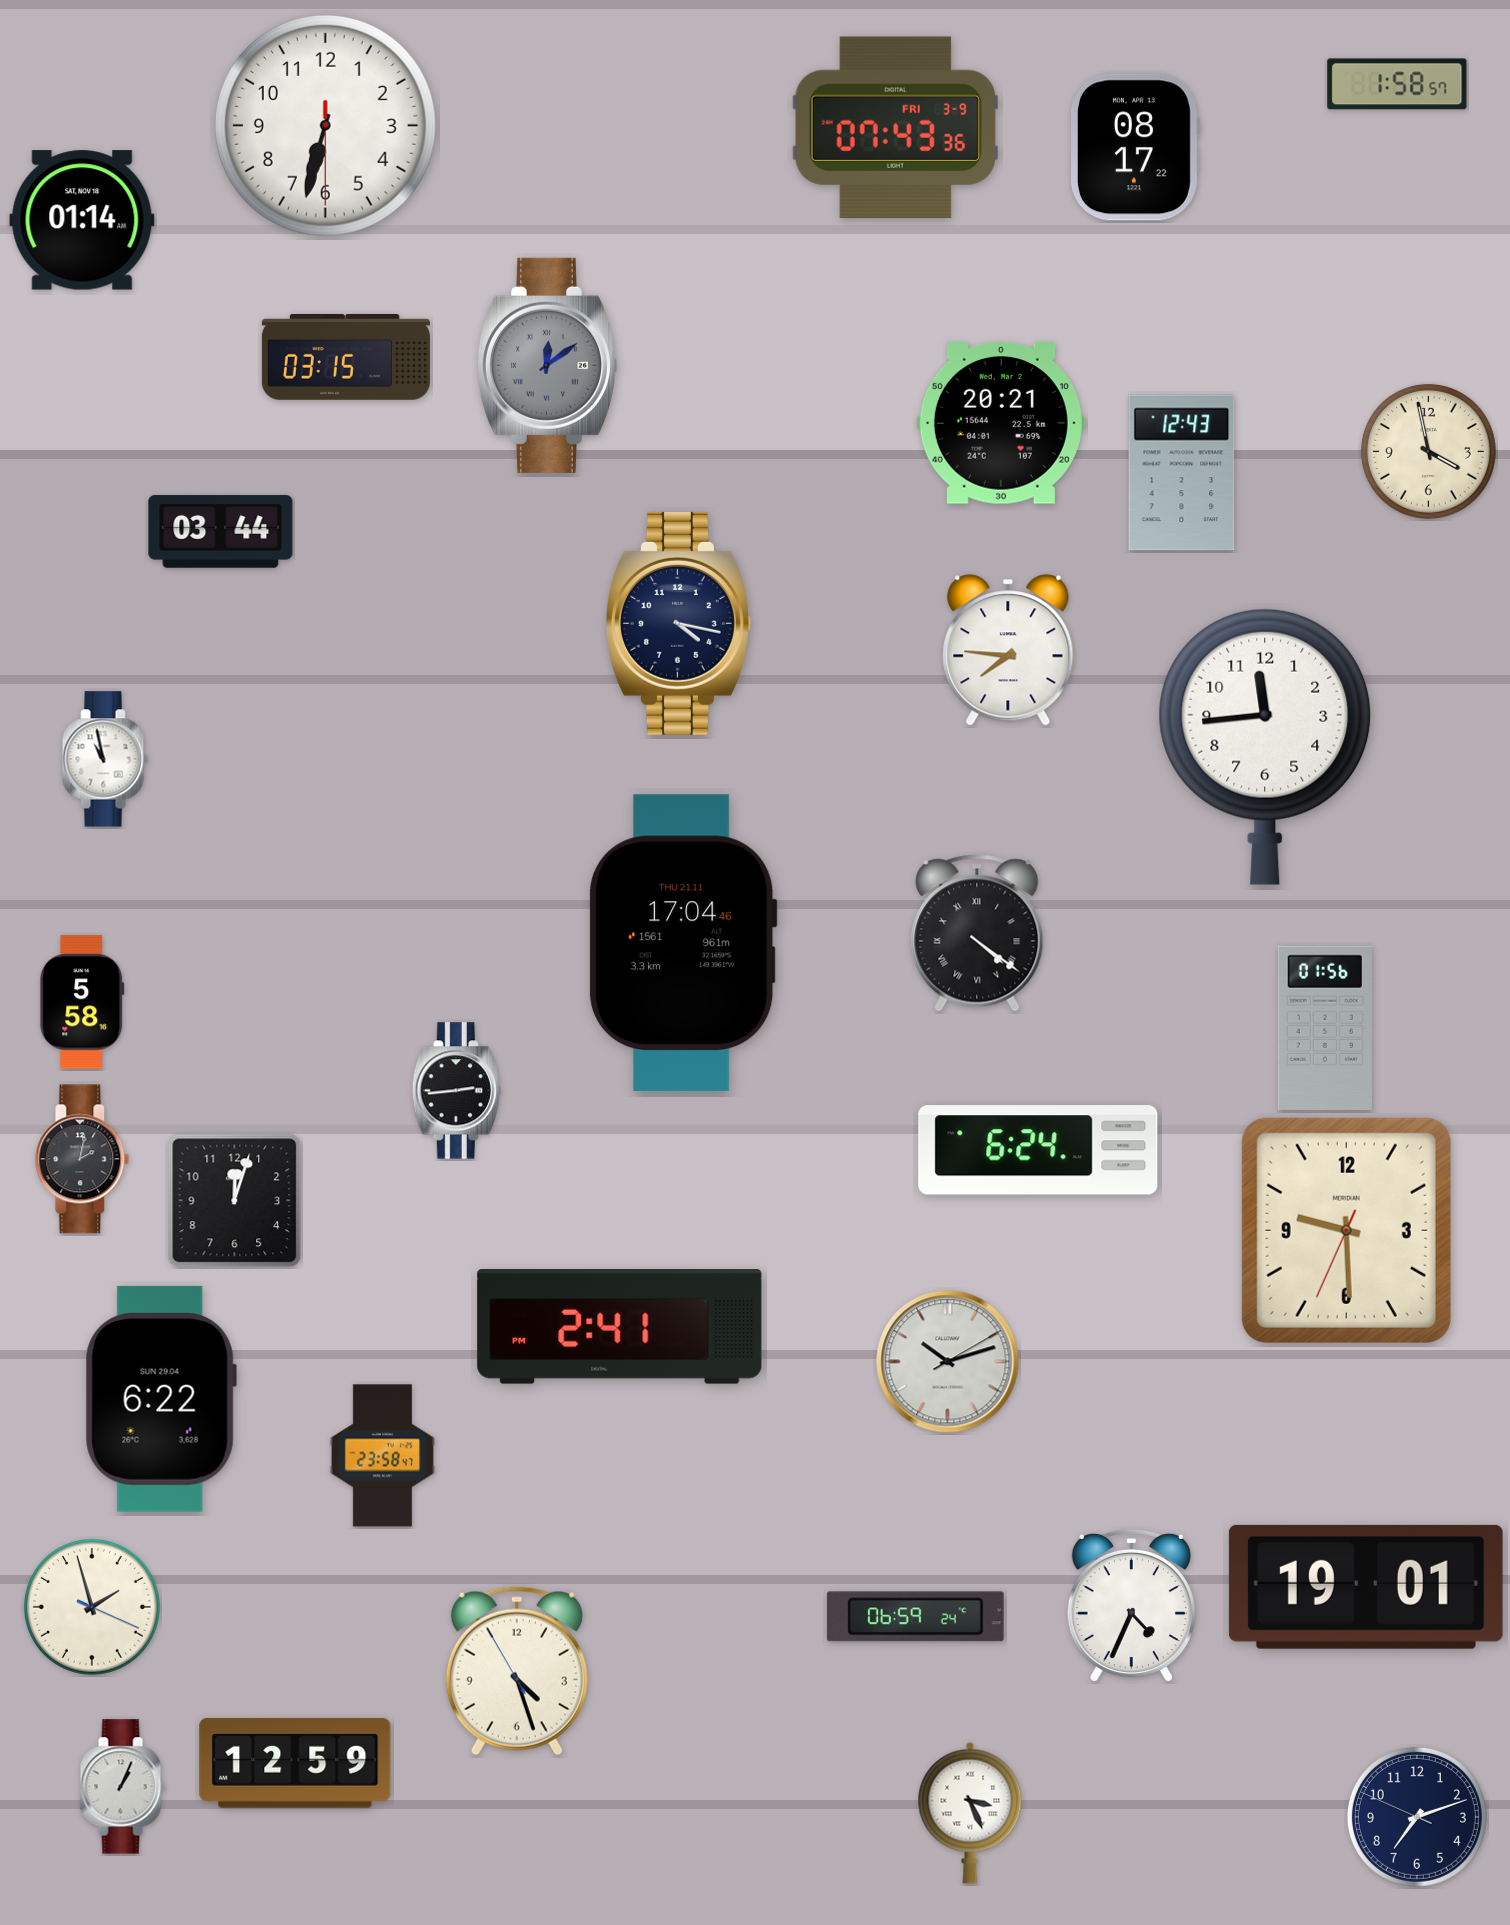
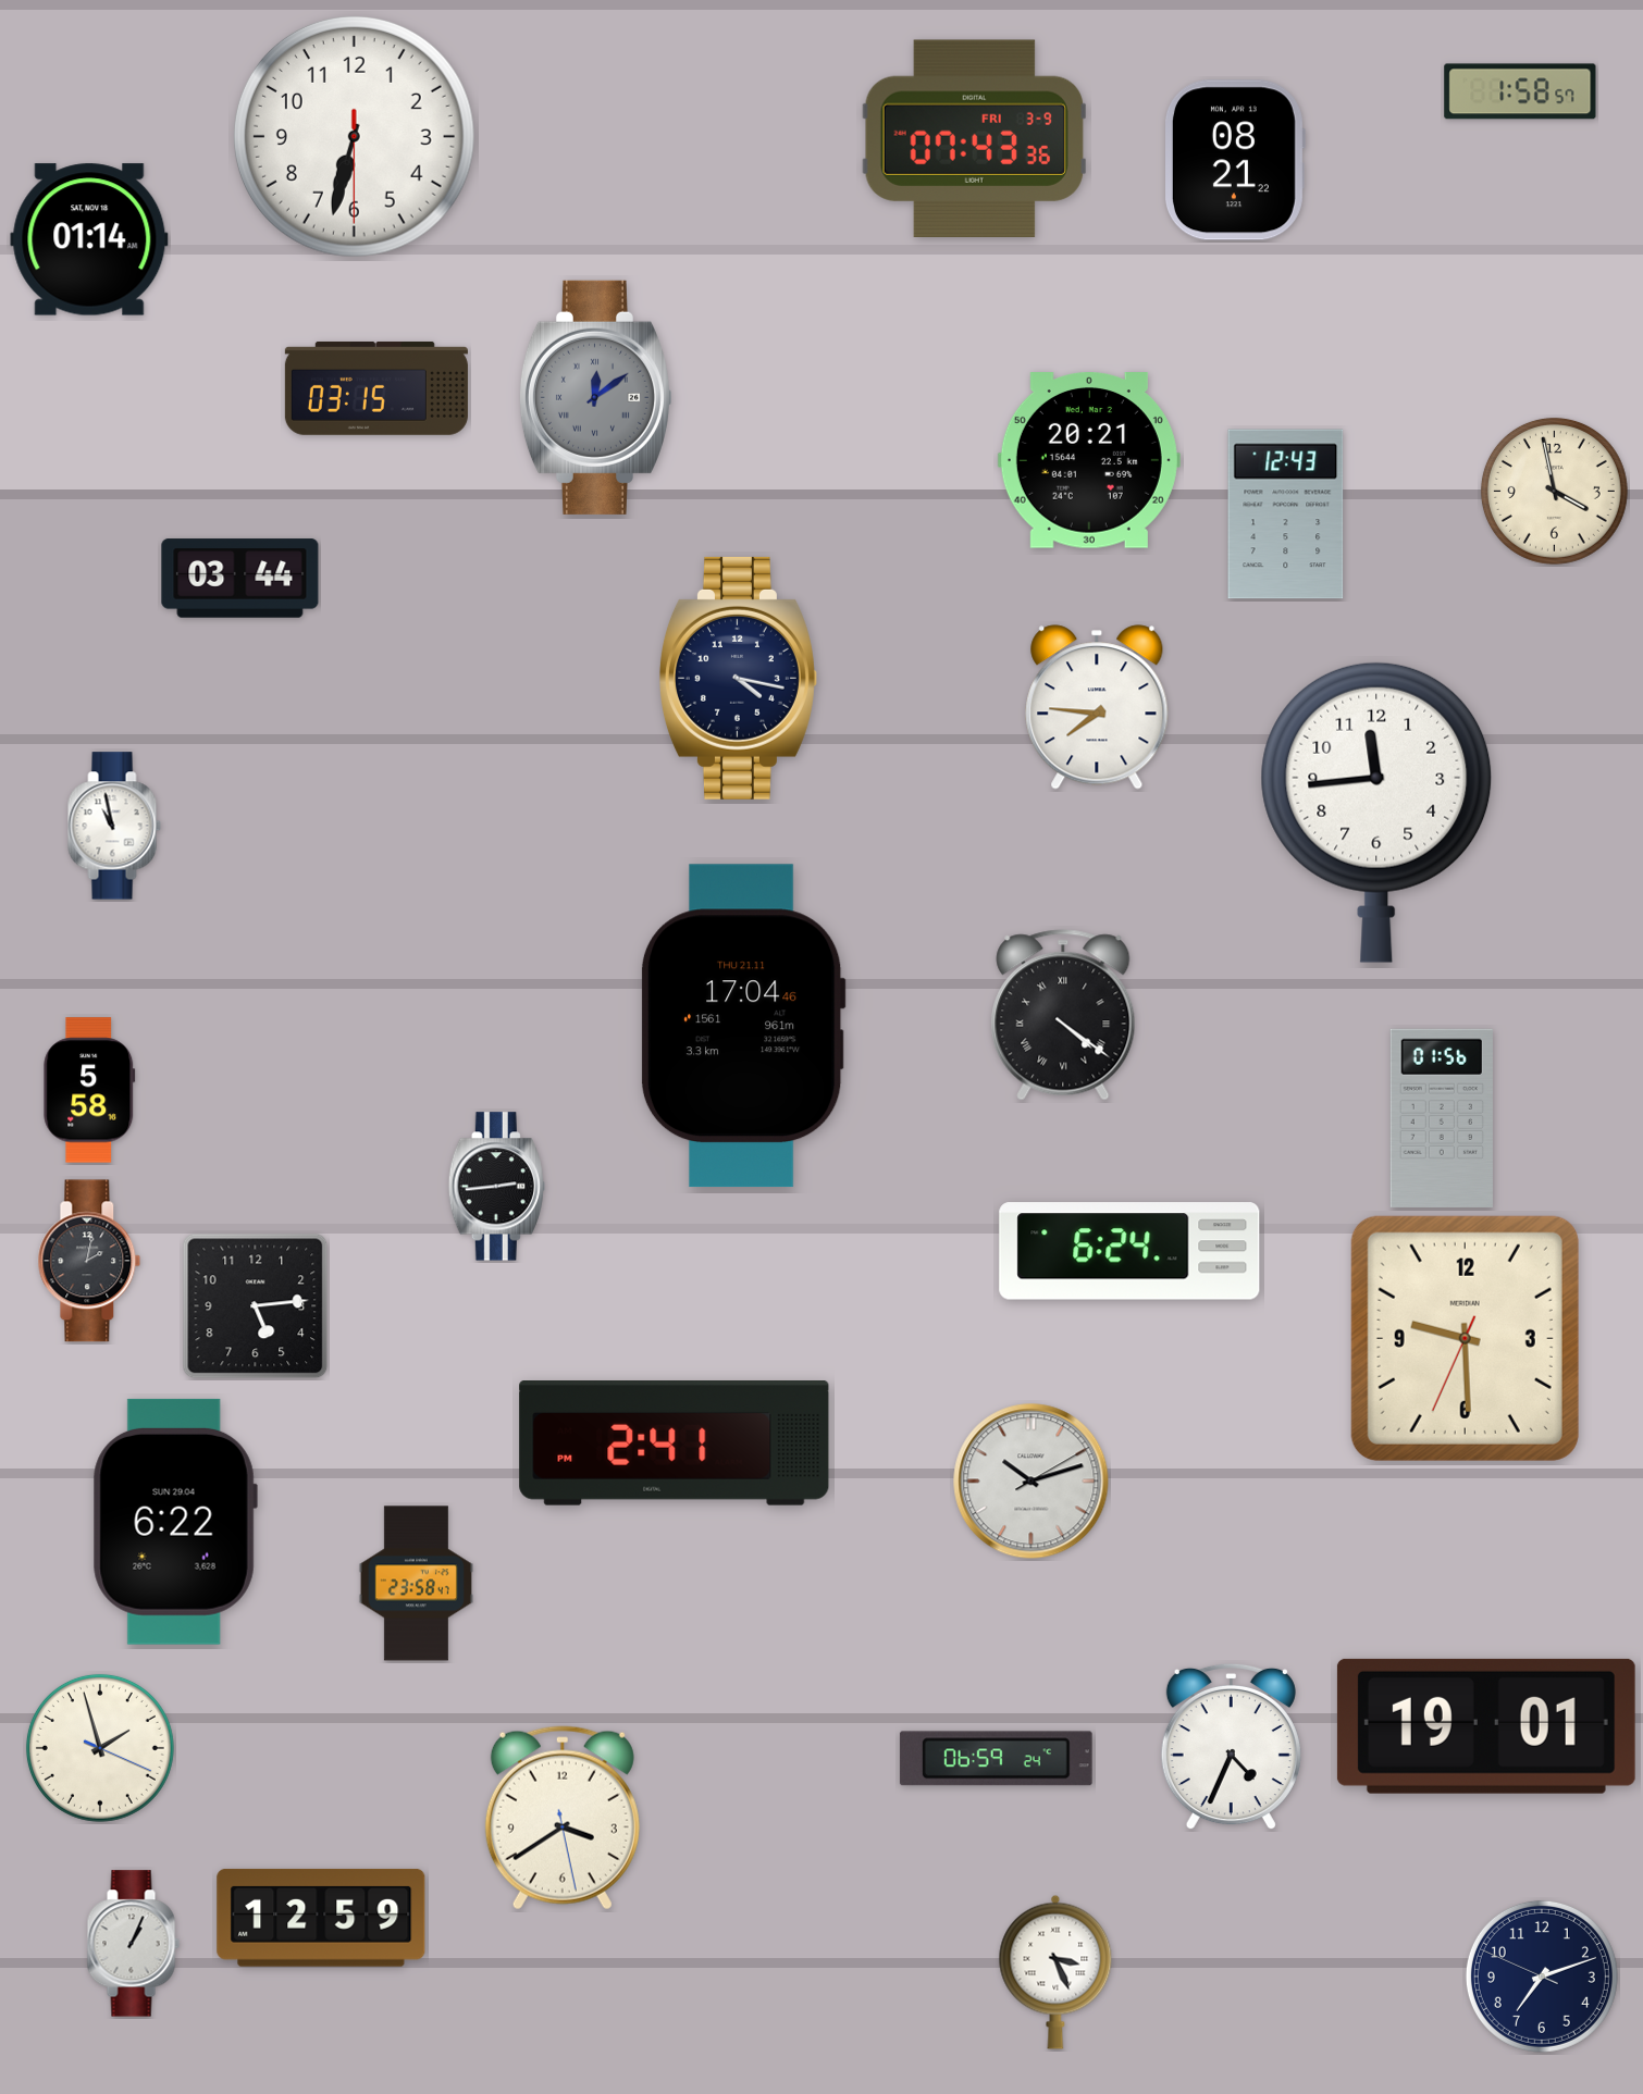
clock at (1134, 147): 08:17 -> 08:21
clock at (235, 1201): 12:03 -> 5:14
clock at (517, 1671): 4:26 -> 3:39
